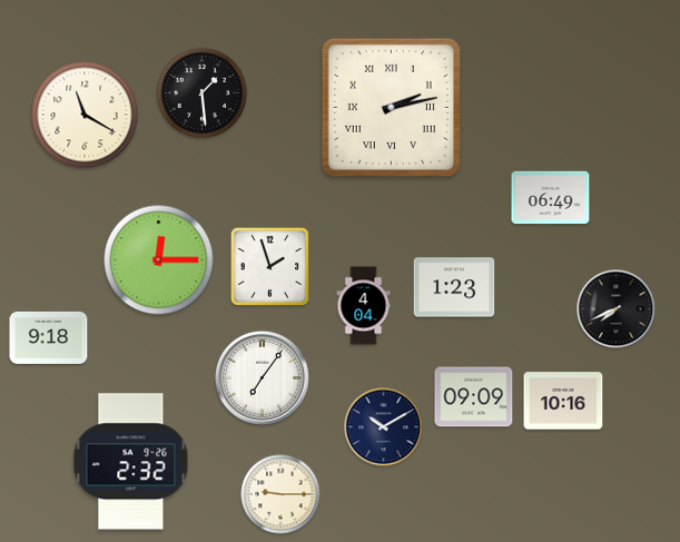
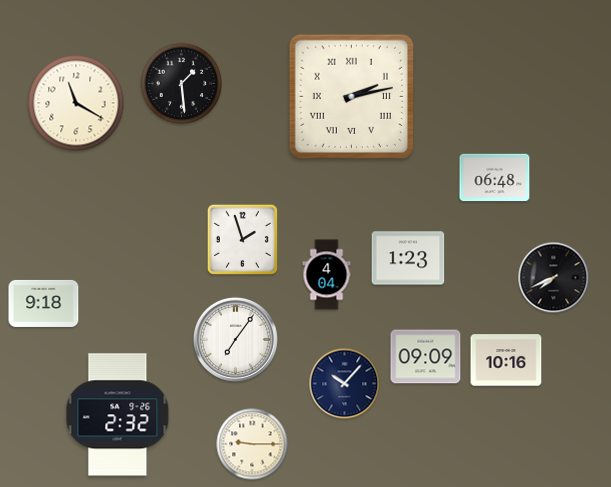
clock at (551, 198): 06:49 -> 06:48
clock at (159, 260): 12:15 -> none
clock at (384, 427): 10:10 -> 10:07
